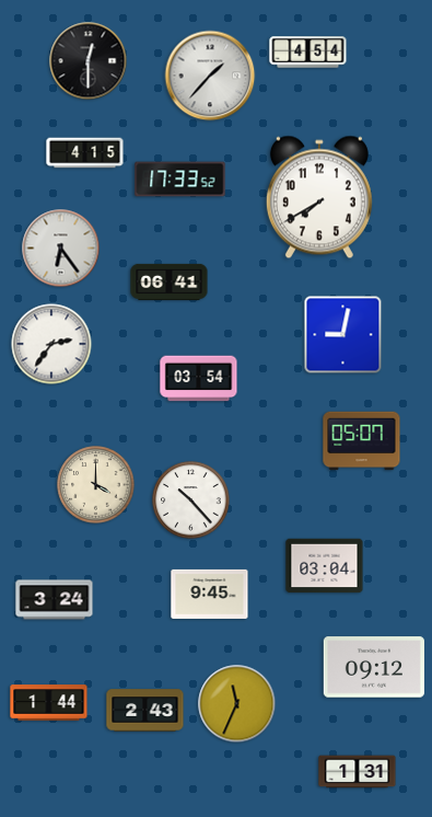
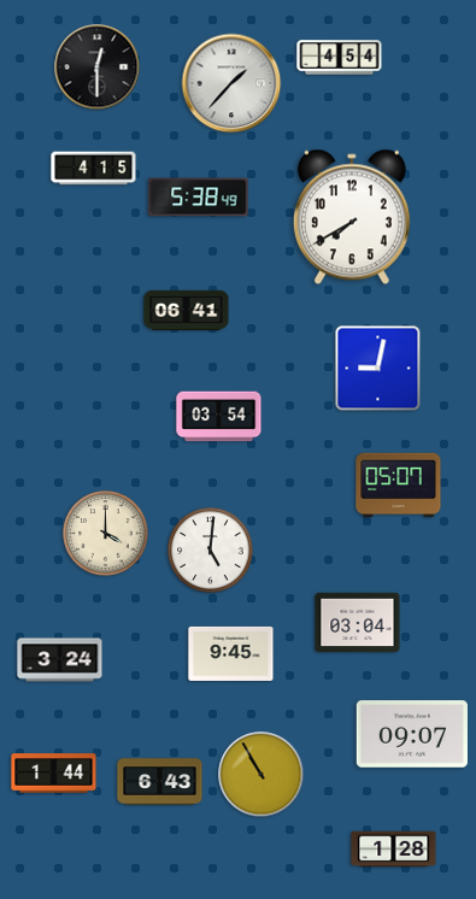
clock at (180, 180): 17:33 -> 5:38
clock at (61, 249): 6:24 -> none
clock at (51, 344): 2:36 -> none
clock at (191, 500): 10:23 -> 5:01
clock at (374, 667): 09:12 -> 09:07
clock at (237, 704): 11:34 -> 10:55
clock at (145, 711): 2:43 -> 6:43
clock at (358, 772): 1:31 -> 1:28
